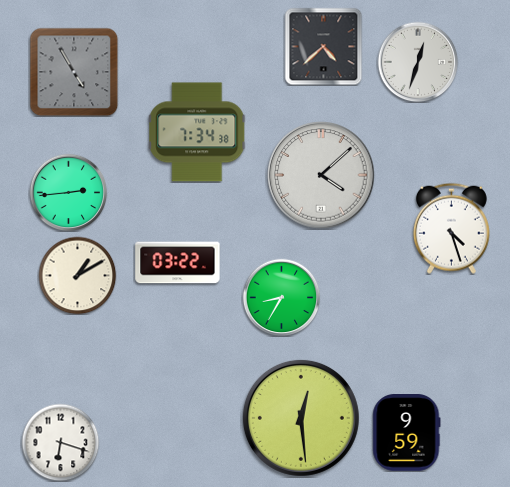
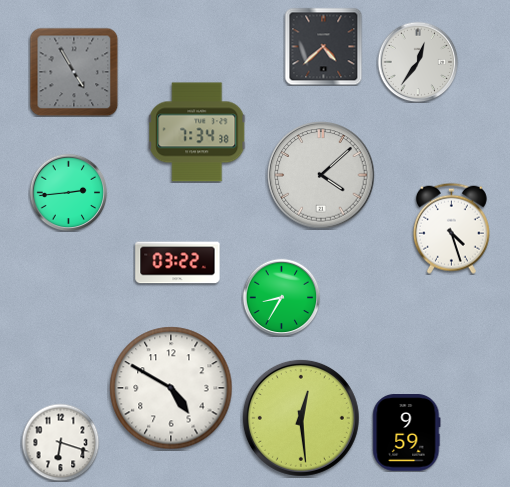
clock at (418, 62): 12:33 -> 12:36
clock at (77, 275): 1:10 -> none
clock at (171, 388): none -> 4:50
